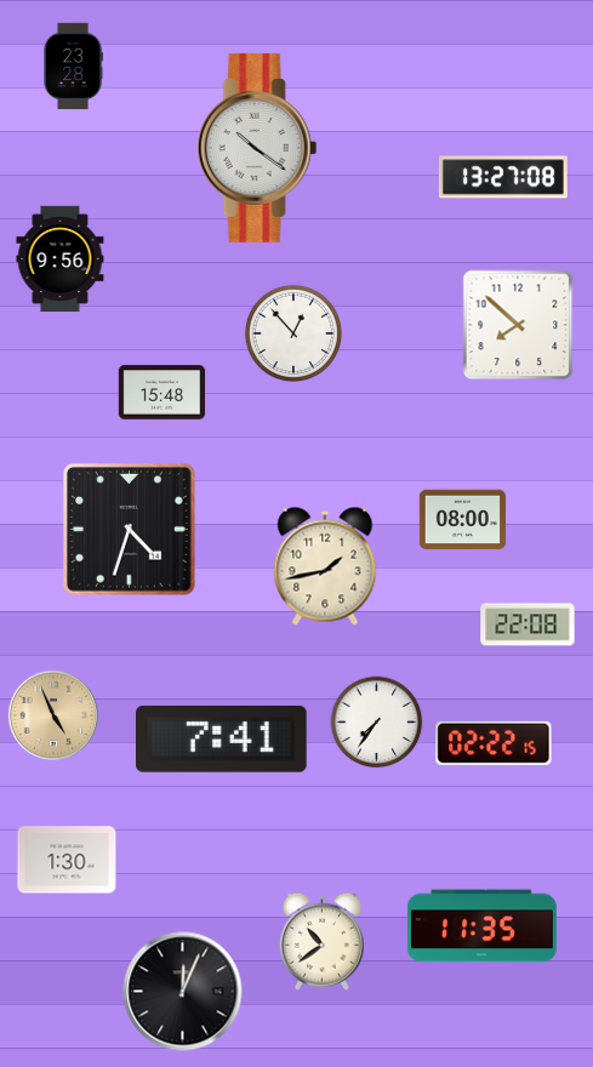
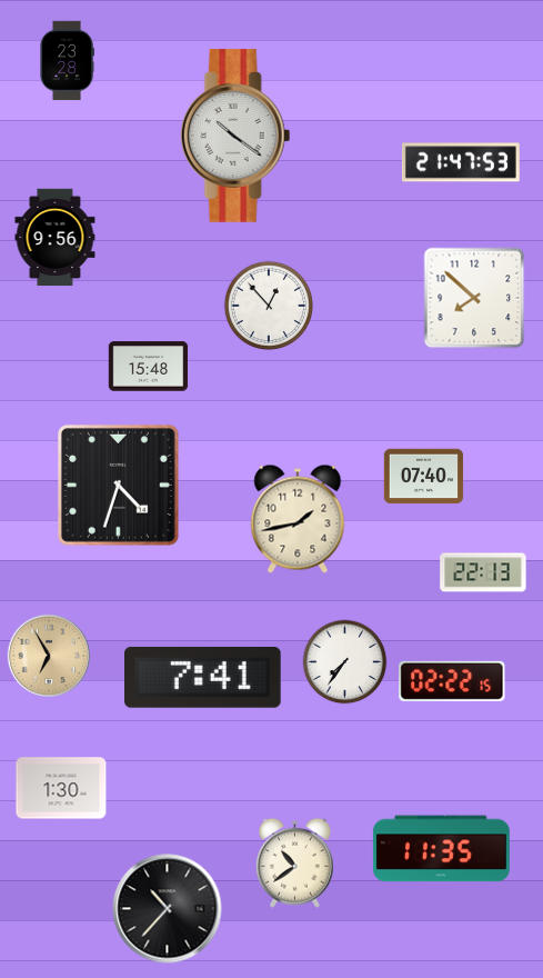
clock at (503, 177): 13:27 -> 21:47
clock at (162, 393) position: (162, 393) -> (149, 367)
clock at (463, 520): 08:00 -> 07:40
clock at (528, 624): 22:08 -> 22:13
clock at (52, 714): 4:56 -> 6:55
clock at (183, 992): 12:04 -> 10:37
